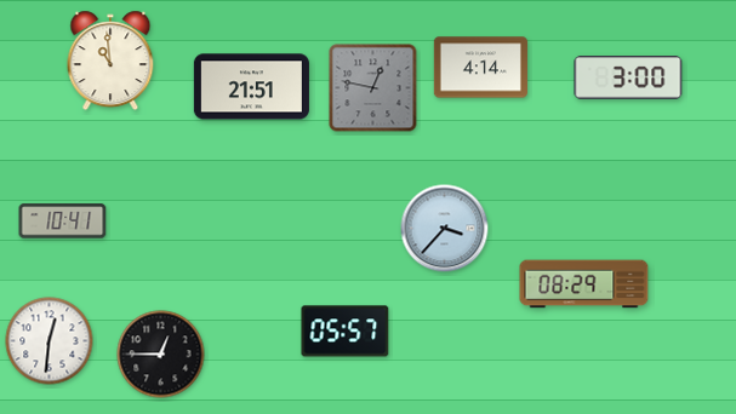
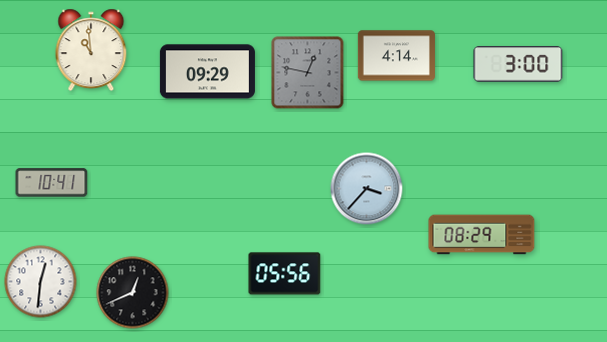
clock at (251, 87): 21:51 -> 09:29
clock at (346, 332): 05:57 -> 05:56
clock at (161, 355): 12:45 -> 12:41
